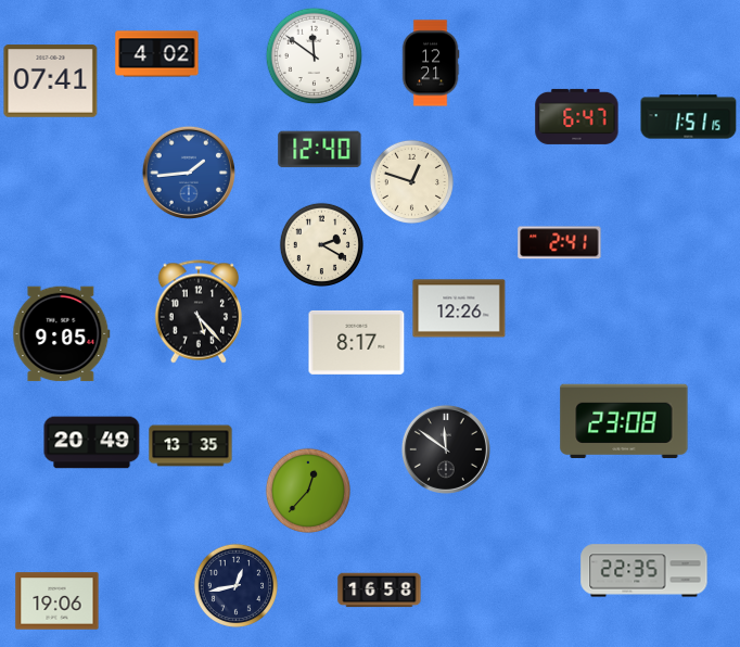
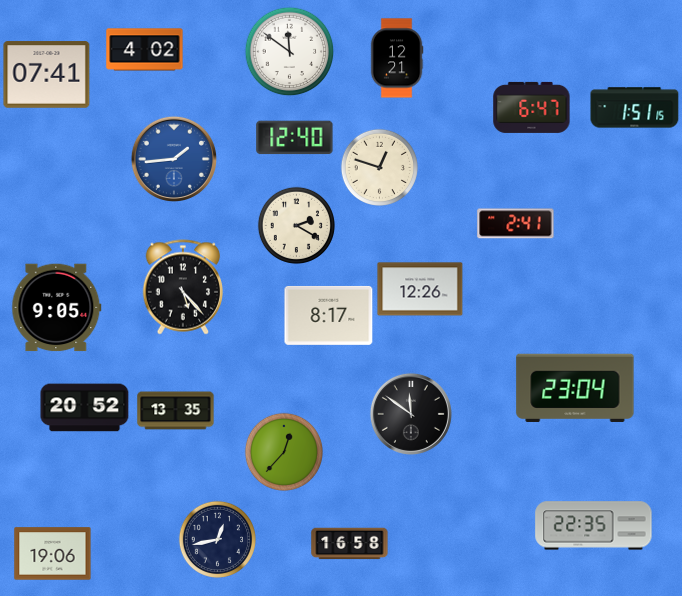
clock at (459, 308) position: (459, 308) -> (420, 289)
clock at (624, 420): 23:08 -> 23:04
clock at (92, 443): 20:49 -> 20:52
